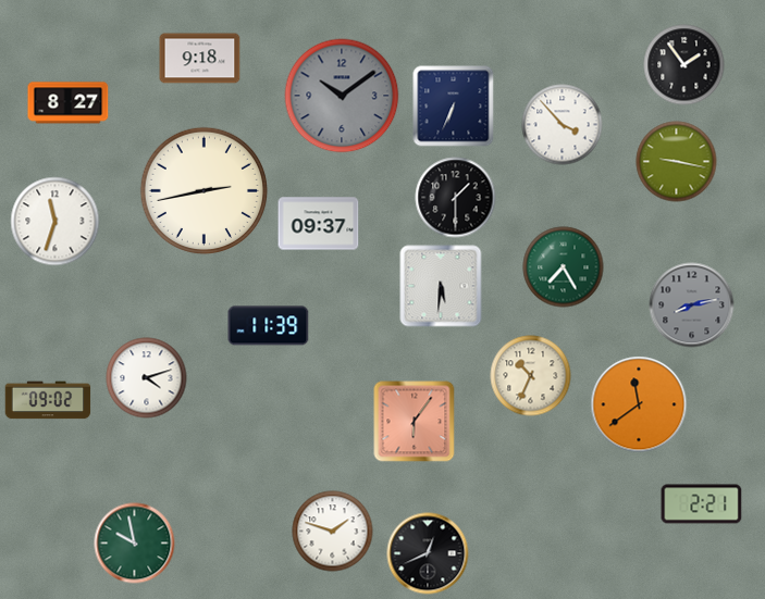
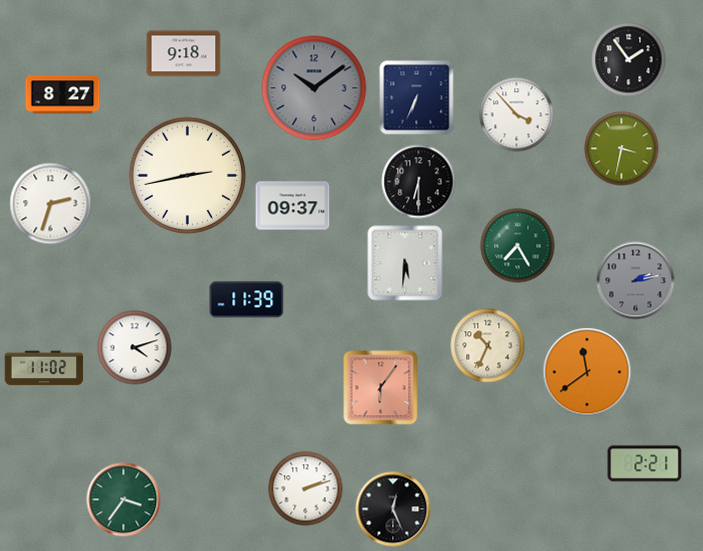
clock at (677, 162): 9:17 -> 3:32
clock at (456, 198): 1:30 -> 6:30
clock at (55, 222): 11:33 -> 2:33
clock at (692, 305): 8:13 -> 2:13
clock at (48, 400): 09:02 -> 11:02
clock at (333, 532): 1:48 -> 2:12
clock at (135, 544): 9:58 -> 3:36
clock at (428, 553): 12:41 -> 12:26
